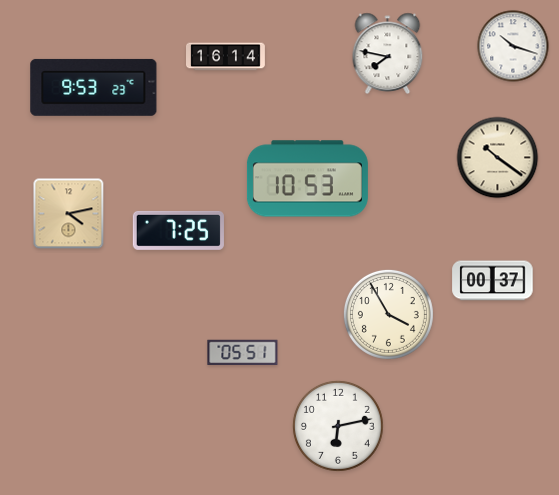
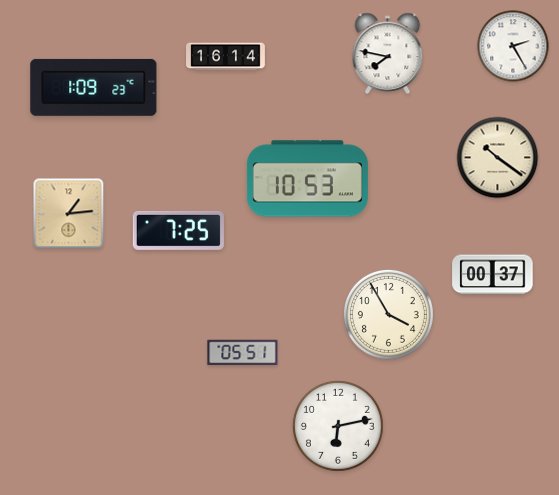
clock at (513, 46): 10:18 -> 2:25
clock at (94, 87): 9:53 -> 1:09
clock at (69, 214): 4:13 -> 1:14
clock at (493, 281) position: (493, 281) -> (493, 275)
